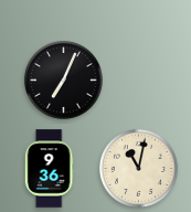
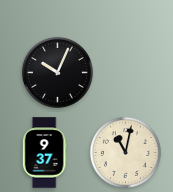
clock at (63, 79): 7:04 -> 10:04
clock at (49, 169): 9:36 -> 9:37
